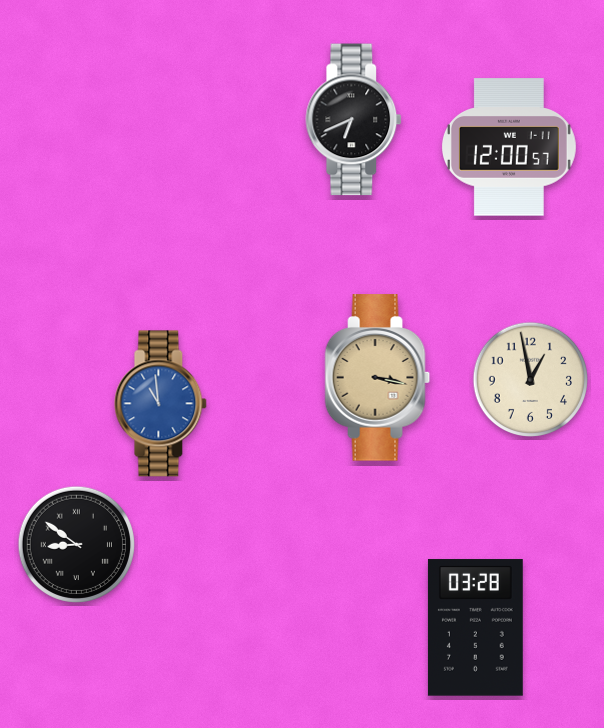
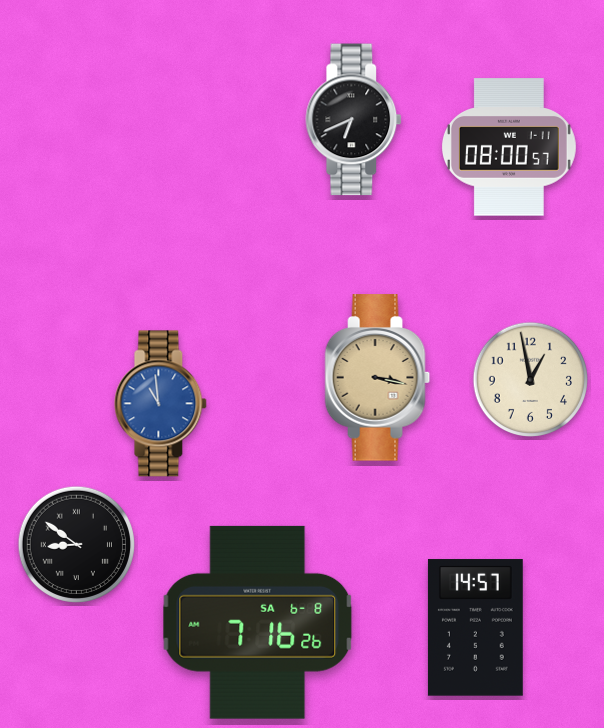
clock at (509, 147): 12:00 -> 08:00
clock at (258, 622): none -> 7:16
clock at (475, 628): 03:28 -> 14:57
